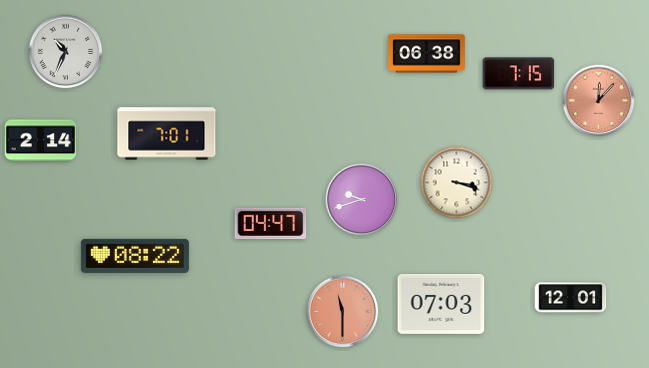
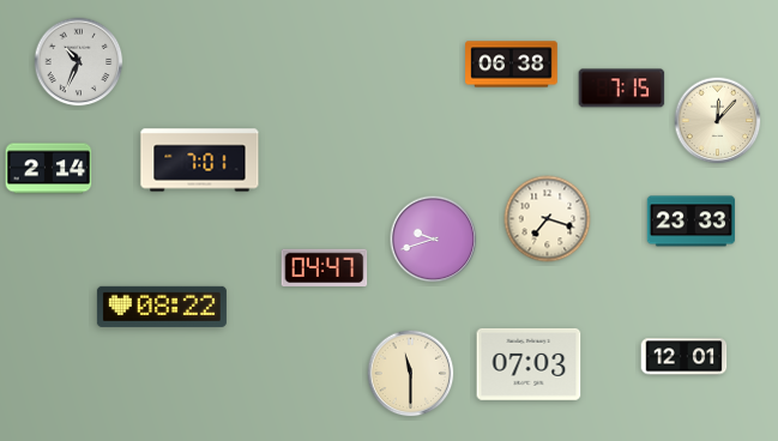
clock at (599, 101) dial: salmon -> cream
clock at (457, 183): 3:18 -> 7:18
clock at (690, 222): none -> 23:33
clock at (343, 312) dial: salmon -> cream
